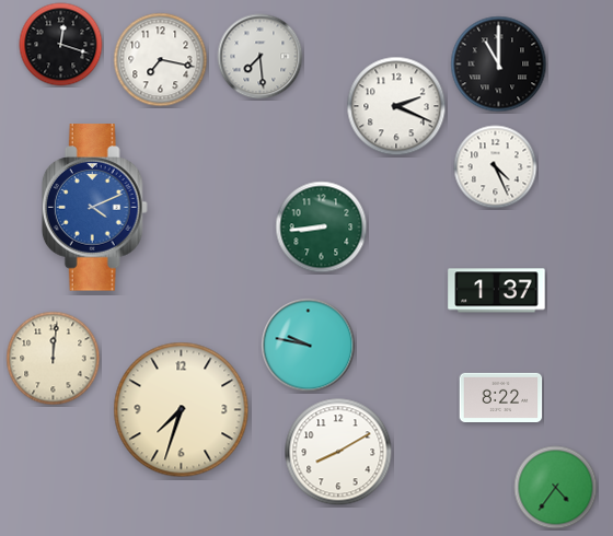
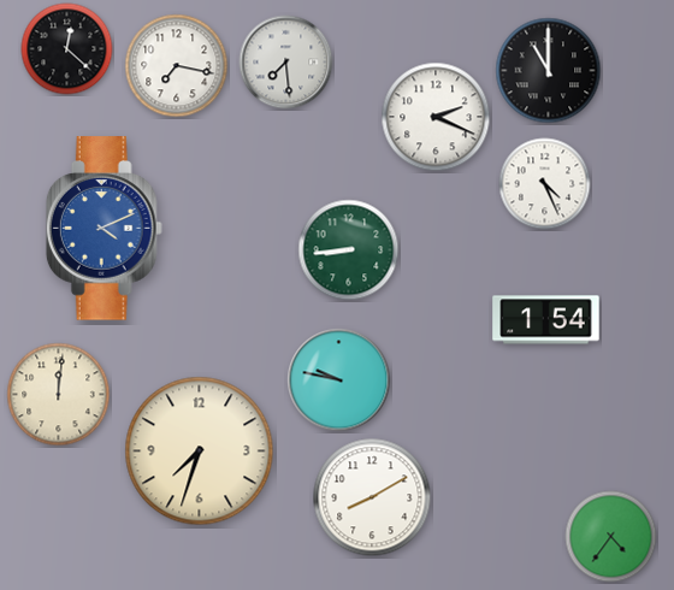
clock at (61, 45): 12:18 -> 12:22
clock at (322, 228) position: (322, 228) -> (349, 250)
clock at (497, 291): 1:37 -> 1:54
clock at (501, 397): 8:22 -> none
